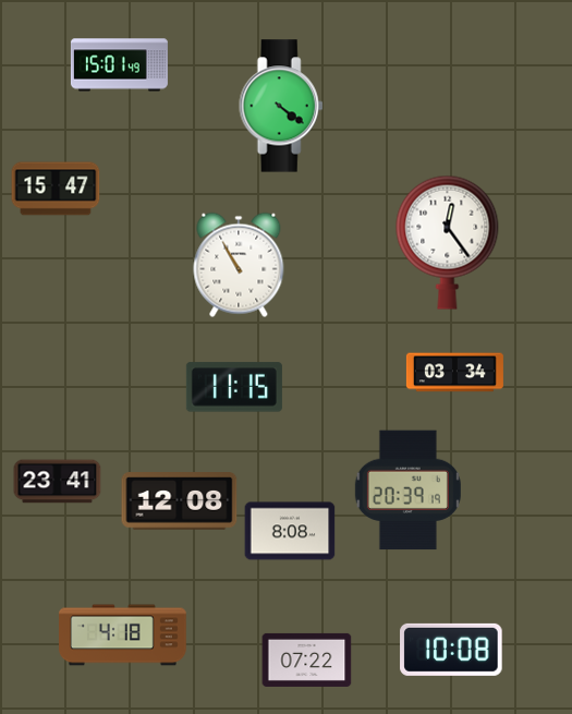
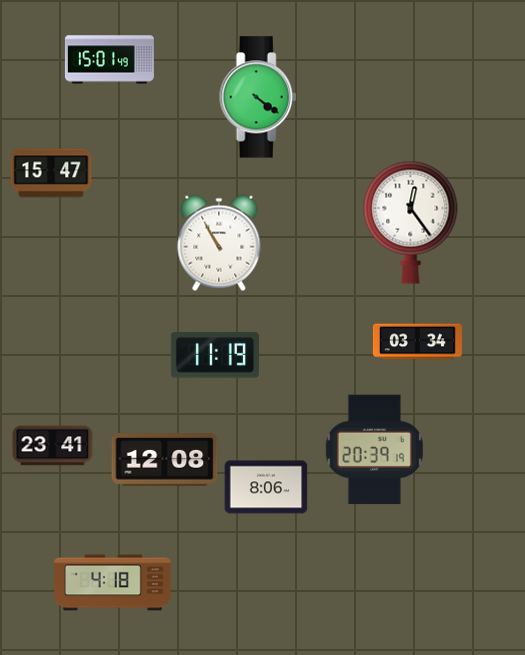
clock at (234, 387): 11:15 -> 11:19
clock at (58, 482) position: (58, 482) -> (53, 446)
clock at (290, 531): 8:08 -> 8:06
clock at (451, 650): 10:08 -> none
clock at (307, 659): 07:22 -> none
